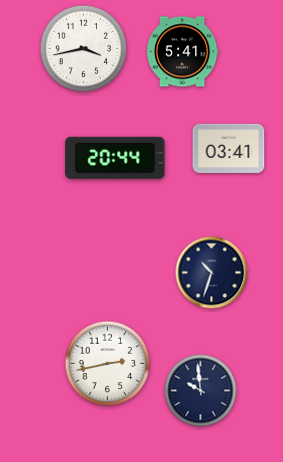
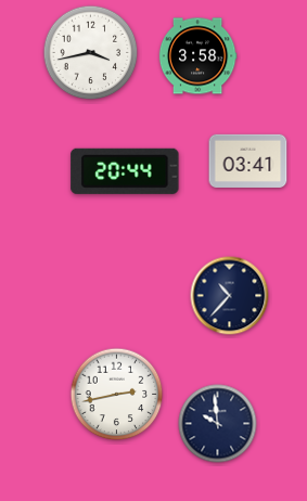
clock at (182, 52): 5:41 -> 3:58
clock at (212, 273): 10:33 -> 10:37
